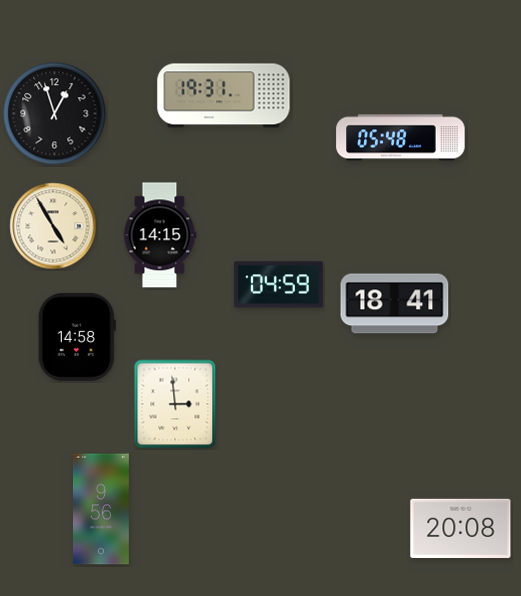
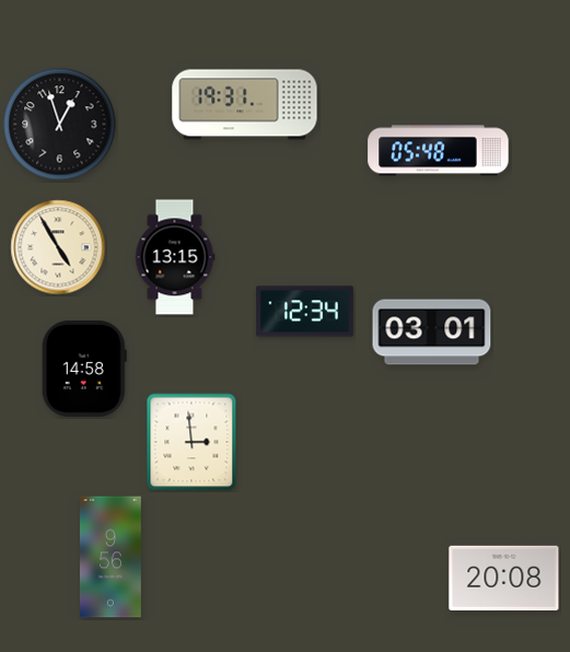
clock at (160, 235): 14:15 -> 13:15
clock at (278, 285): 04:59 -> 12:34
clock at (395, 304): 18:41 -> 03:01
